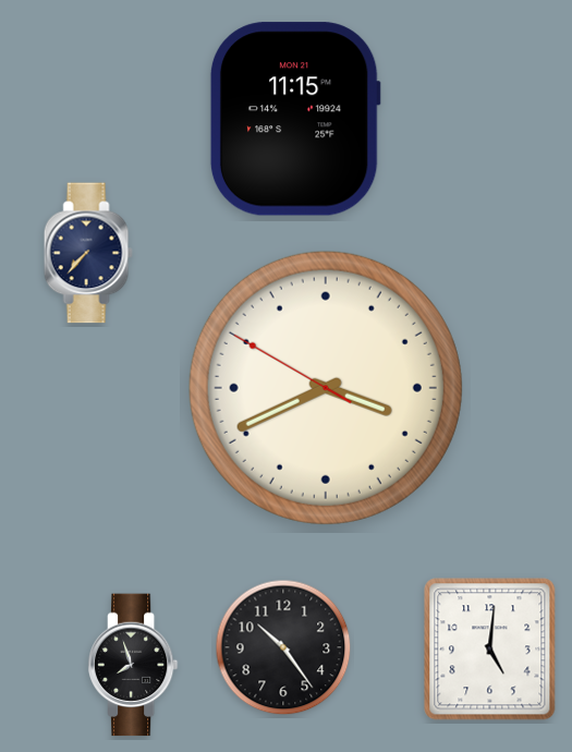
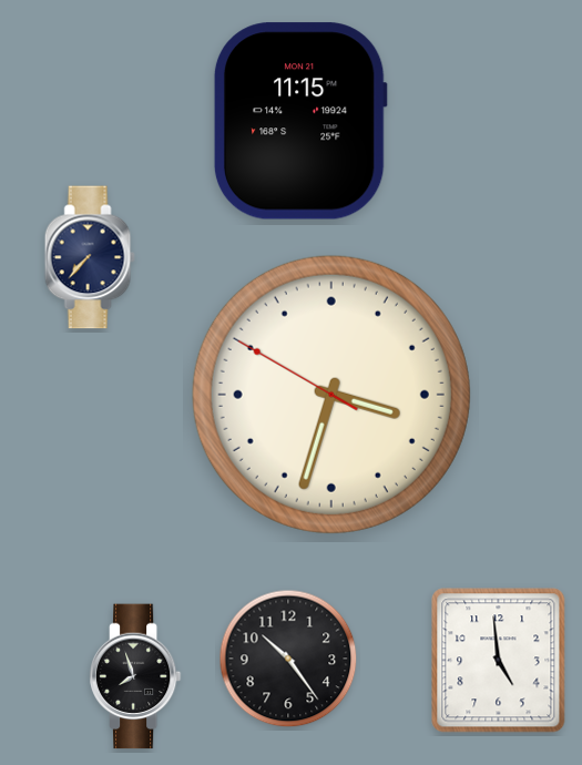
clock at (326, 388): 3:40 -> 3:32
clock at (490, 650): 5:01 -> 4:59
